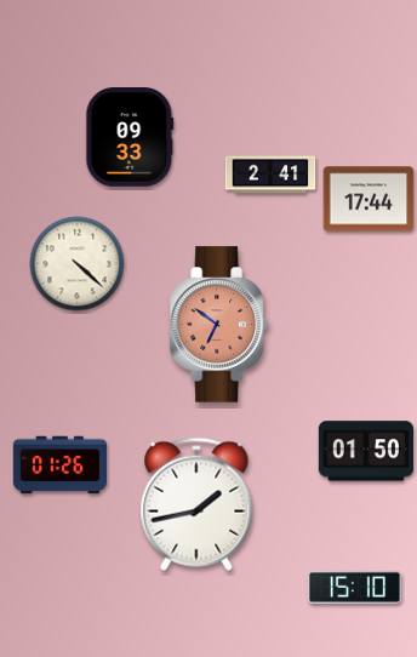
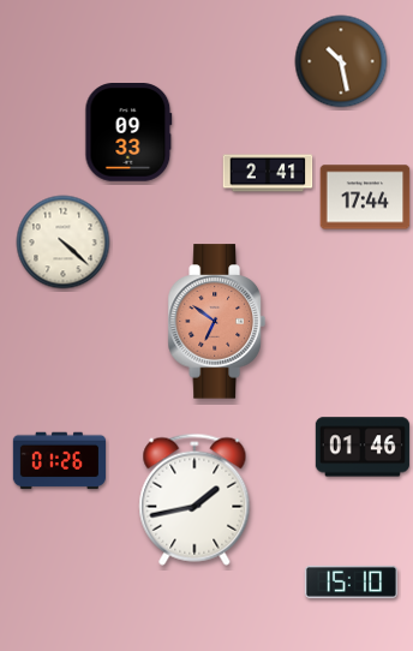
clock at (341, 61): none -> 10:28
clock at (130, 137) position: (130, 137) -> (128, 132)
clock at (78, 264) position: (78, 264) -> (64, 243)
clock at (366, 451): 01:50 -> 01:46
